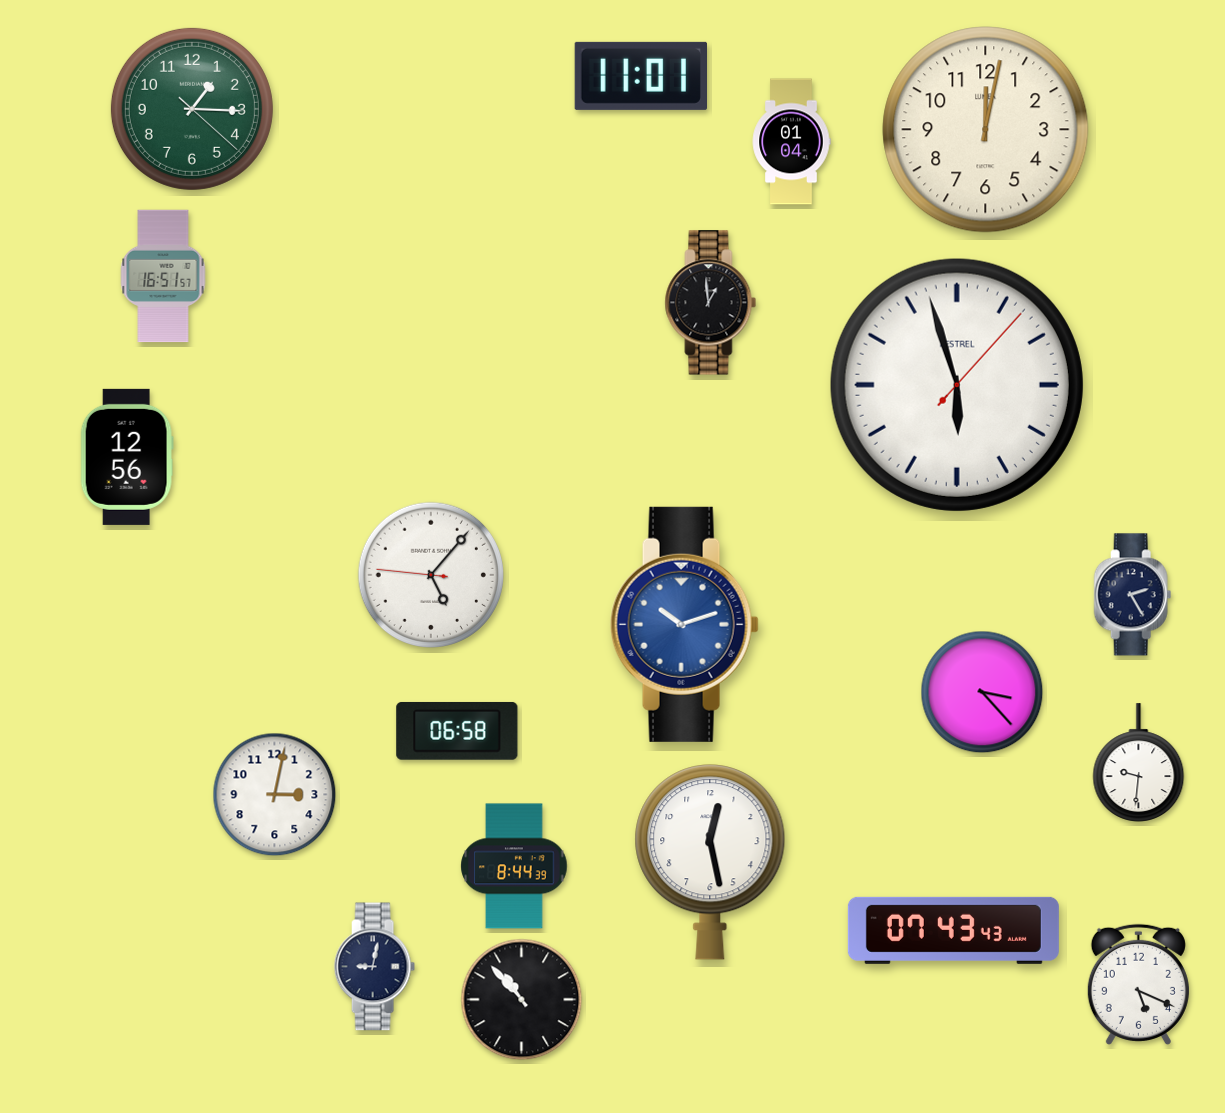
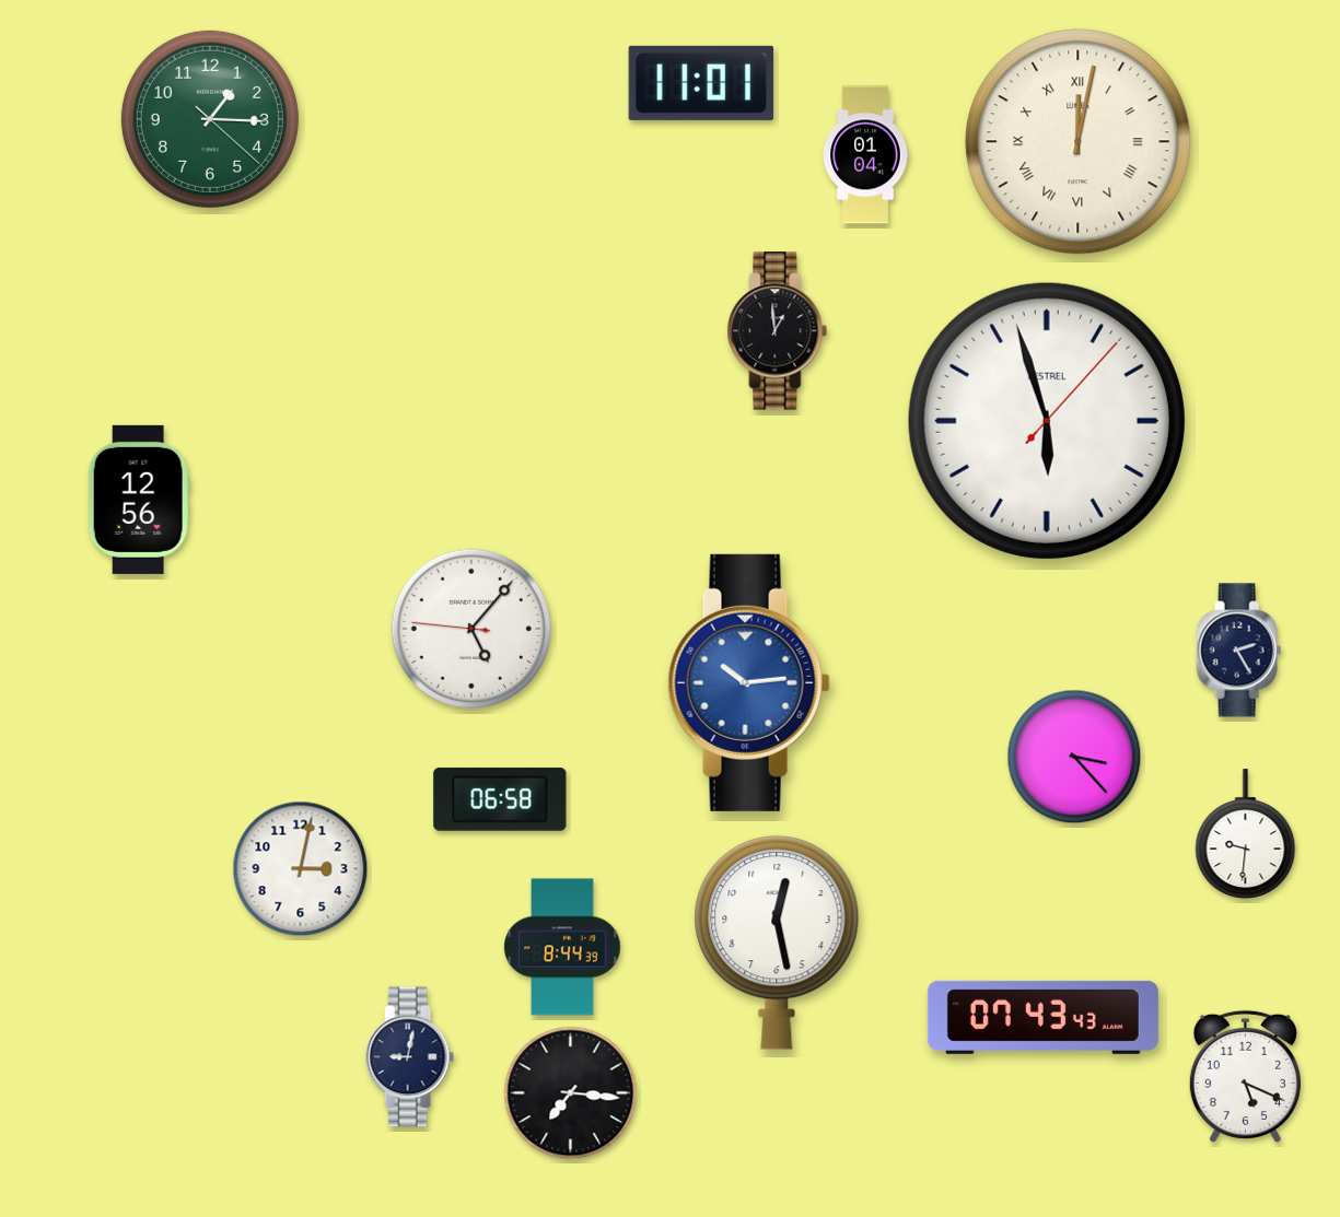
clock at (986, 130) numerals: Arabic -> Roman
clock at (163, 276): 16:51 -> none
clock at (684, 624): 10:12 -> 10:14
clock at (522, 1000): 10:53 -> 7:16
